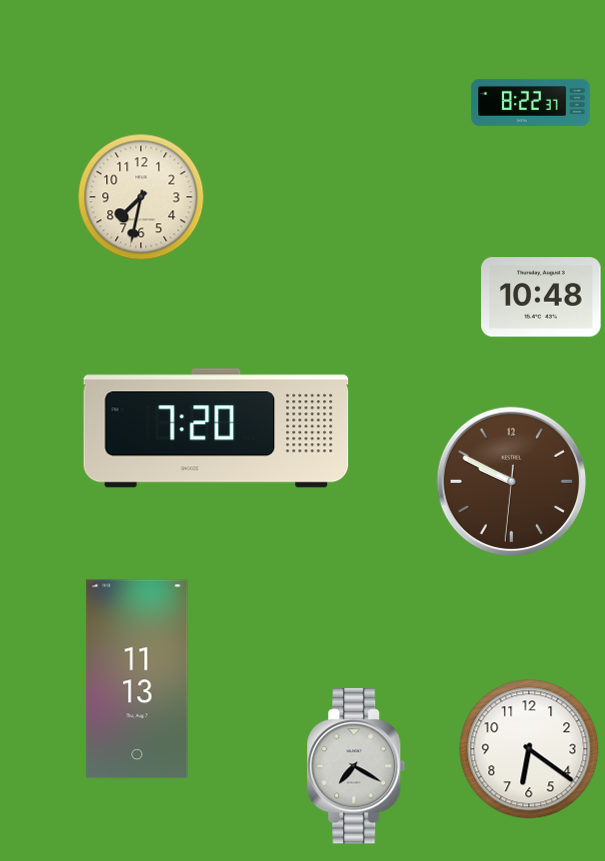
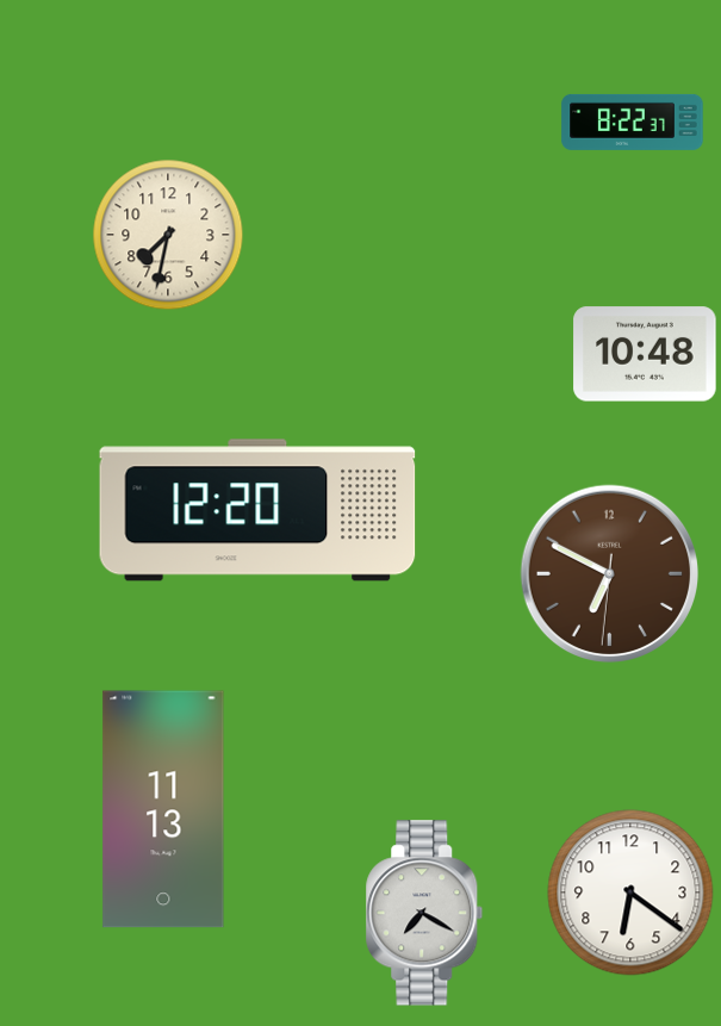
clock at (216, 428): 7:20 -> 12:20
clock at (512, 482): 9:49 -> 6:49
